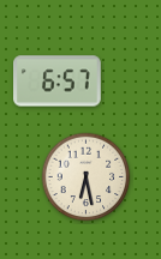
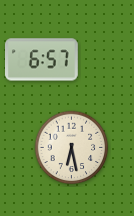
clock at (58, 82) position: (58, 82) -> (42, 60)
